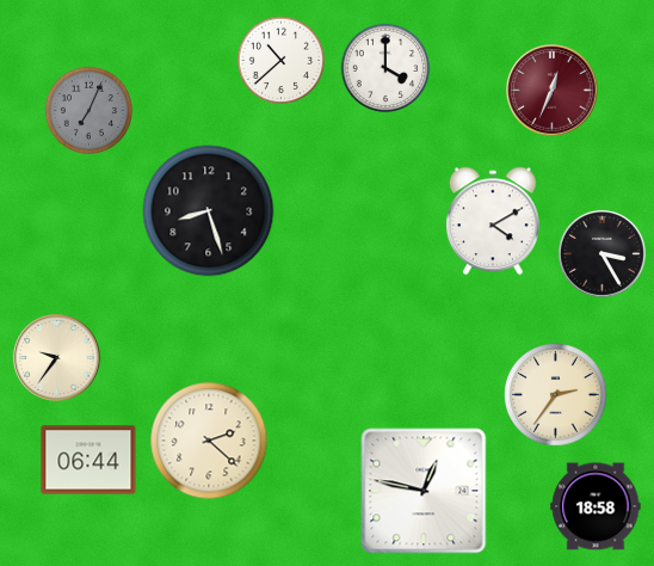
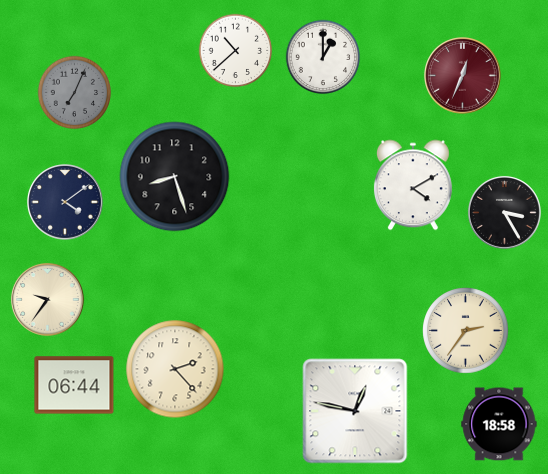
clock at (385, 68): 4:00 -> 1:00
clock at (66, 203): none -> 4:09
clock at (209, 441): 2:22 -> 2:23
